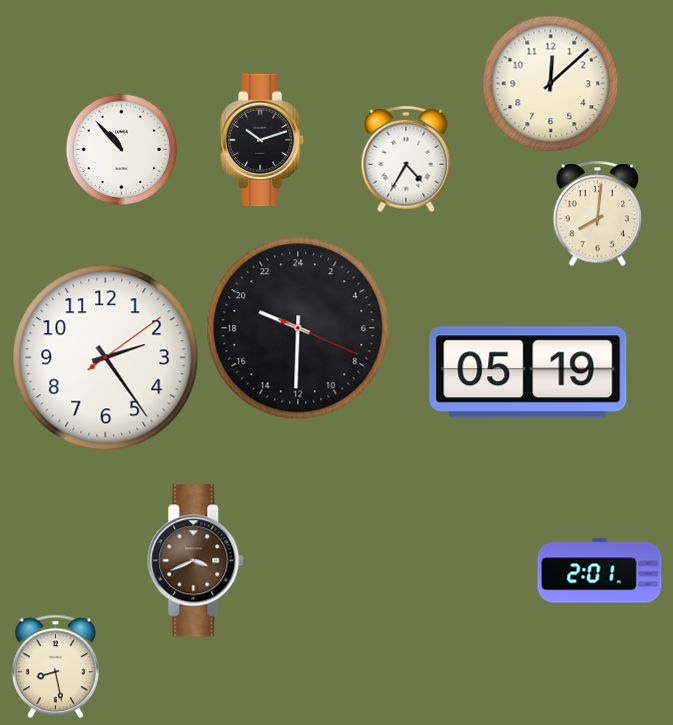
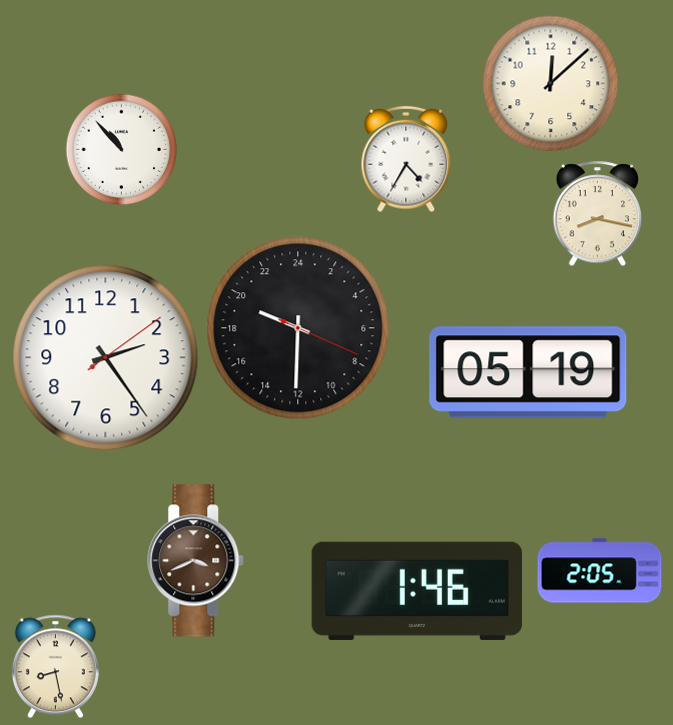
clock at (262, 140): 10:12 -> none
clock at (597, 214): 8:01 -> 8:17
clock at (600, 571): 2:01 -> 2:05
clock at (416, 591): none -> 1:46
